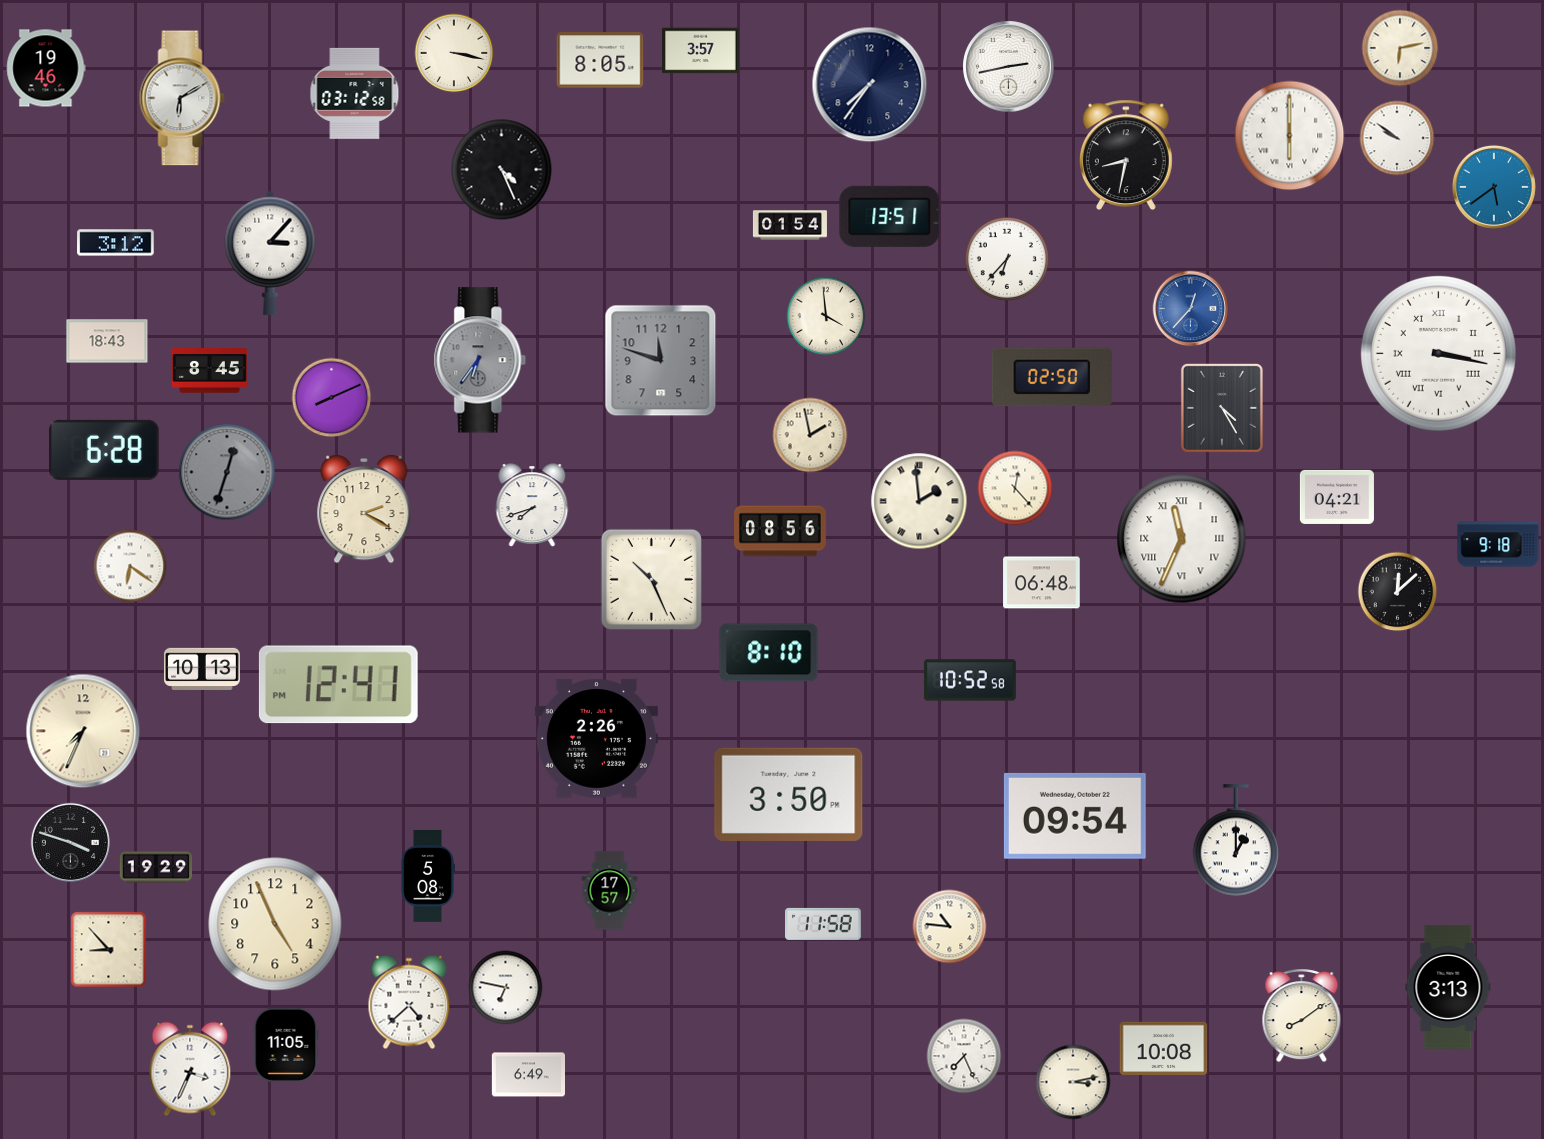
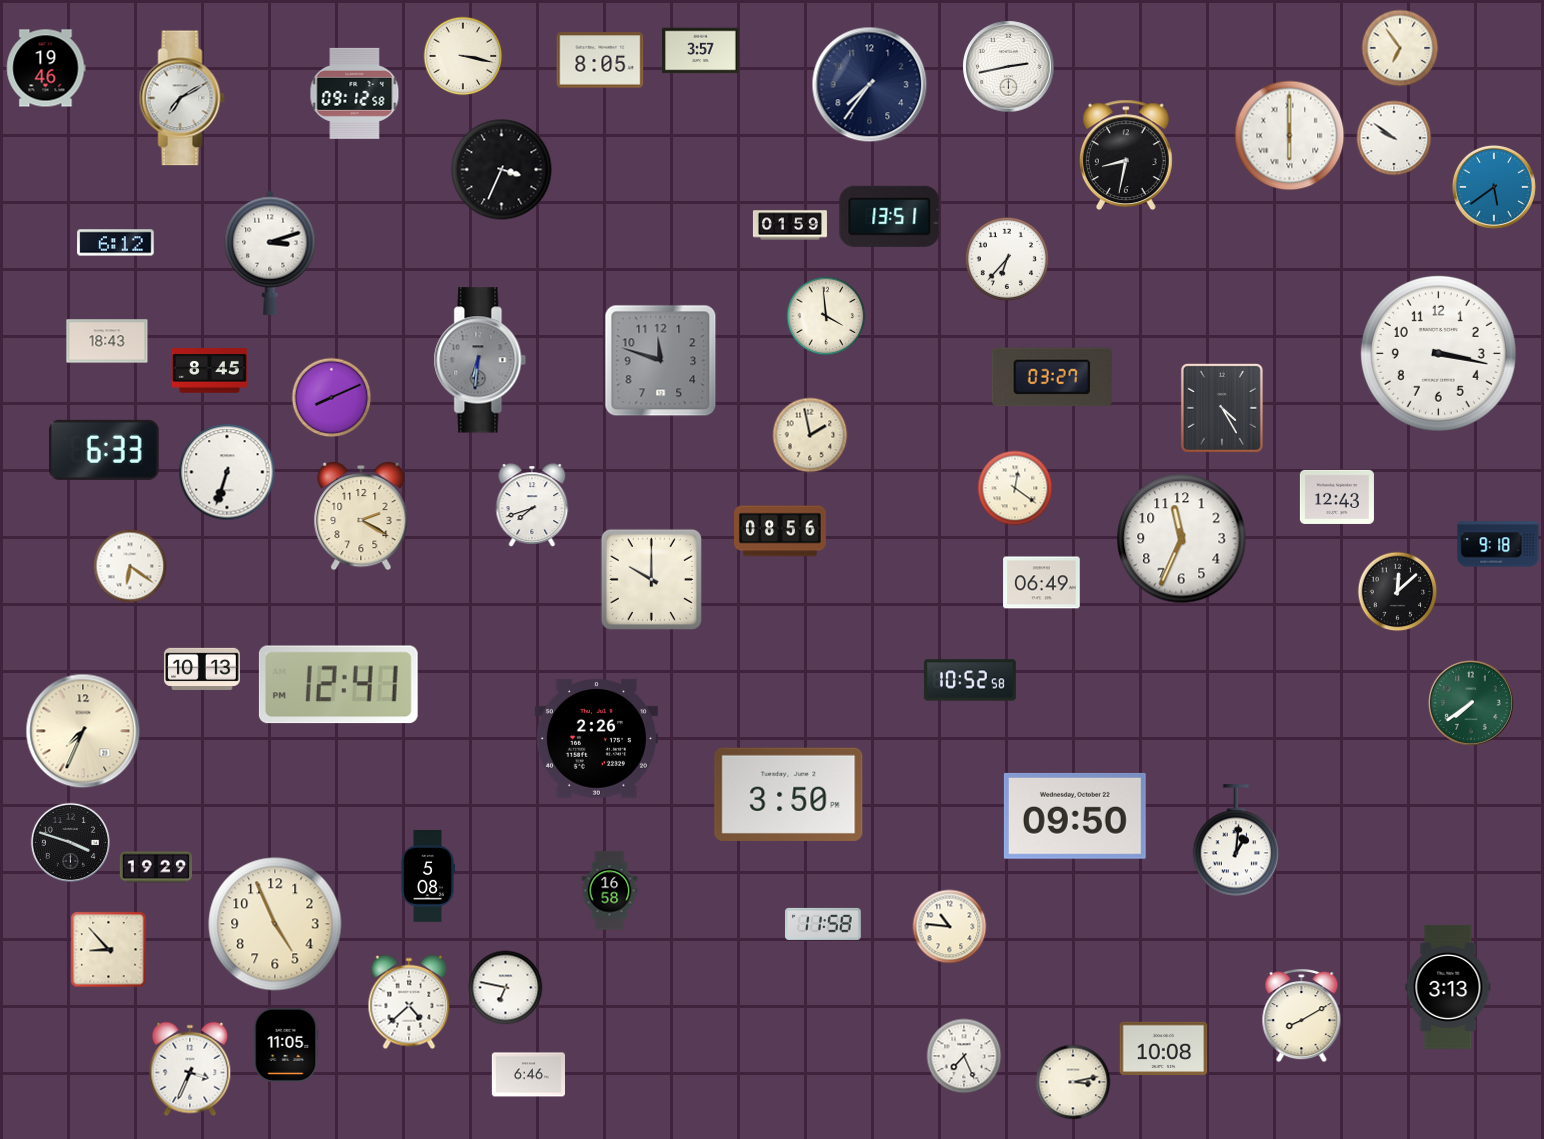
clock at (1400, 48): 6:13 -> 6:54
clock at (454, 53) position: (454, 53) -> (463, 56)
clock at (355, 93): 03:12 -> 09:12
clock at (182, 98): 6:10 -> 7:10
clock at (1397, 138) position: (1397, 138) -> (1394, 138)
clock at (502, 170): 4:26 -> 3:34
clock at (790, 225): 01:54 -> 01:59
clock at (116, 243): 3:12 -> 6:12
clock at (270, 253): 3:07 -> 3:12
clock at (1191, 309): 12:37 -> none
clock at (1438, 353) numerals: Roman -> Arabic
clock at (480, 360): 6:36 -> 6:31
clock at (1052, 377): 02:50 -> 03:27
clock at (105, 450): 6:28 -> 6:33
clock at (227, 472): 12:33 -> 6:33
clock at (227, 472) dial: grey -> white
clock at (1015, 488): 12:23 -> 12:21
clock at (1337, 497): 04:21 -> 12:43
clock at (919, 501): 1:59 -> none
clock at (364, 509) position: (364, 509) -> (361, 516)
clock at (1182, 539) numerals: Roman -> Arabic
clock at (651, 579): 10:26 -> 10:00
clock at (1042, 583): 06:48 -> 06:49
clock at (769, 653): 8:10 -> none
clock at (1471, 703): none -> 7:39
clock at (1075, 816): 09:54 -> 09:50
clock at (1236, 841): 1:00 -> 1:01
clock at (610, 891): 17:57 -> 16:58
clock at (1302, 1016): 8:09 -> 8:10
clock at (528, 1075): 6:49 -> 6:46
